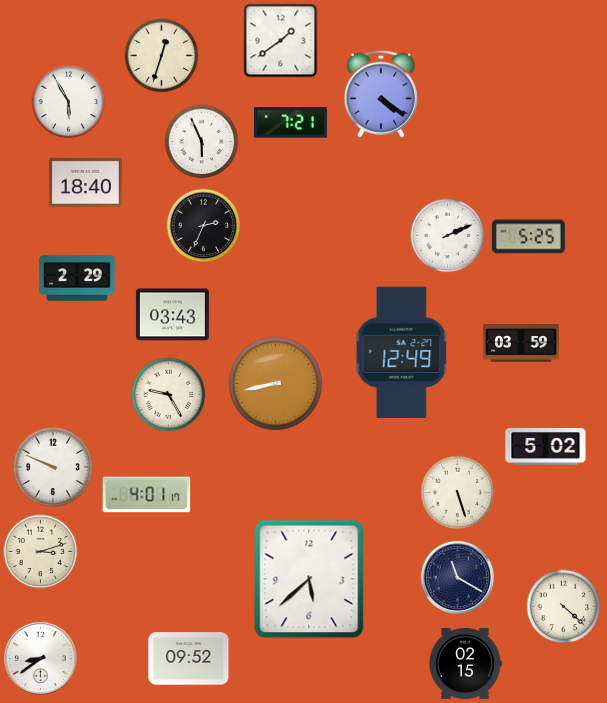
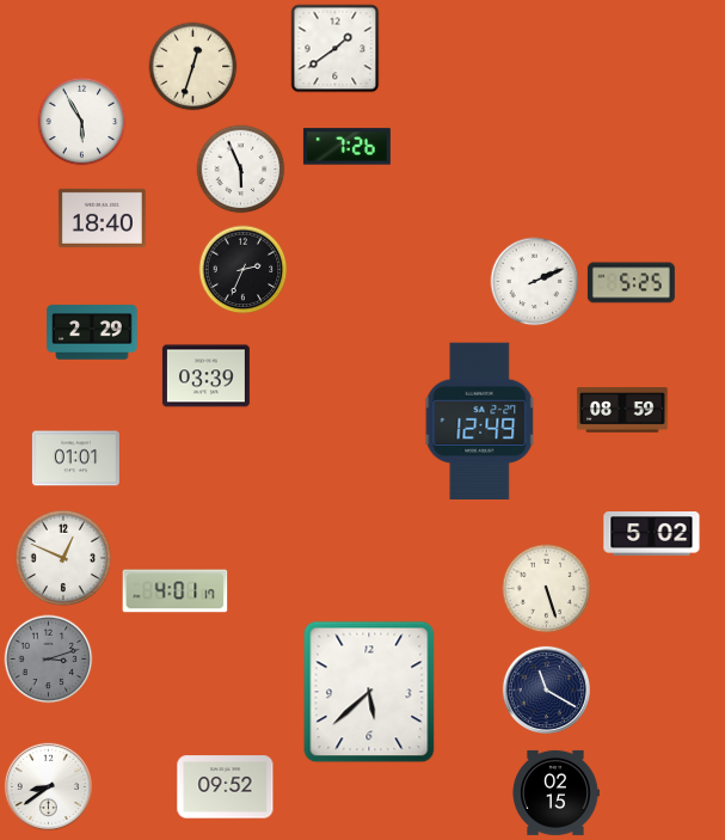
clock at (380, 94): 4:21 -> none
clock at (290, 123): 7:21 -> 7:26
clock at (172, 315): 03:43 -> 03:39
clock at (521, 343): 03:59 -> 08:59
clock at (75, 459): none -> 01:01
clock at (276, 384): 8:43 -> none
clock at (169, 395): 9:25 -> none
clock at (53, 467): 9:49 -> 12:49
clock at (41, 552) dial: cream -> grey
clock at (564, 607): 4:22 -> none
